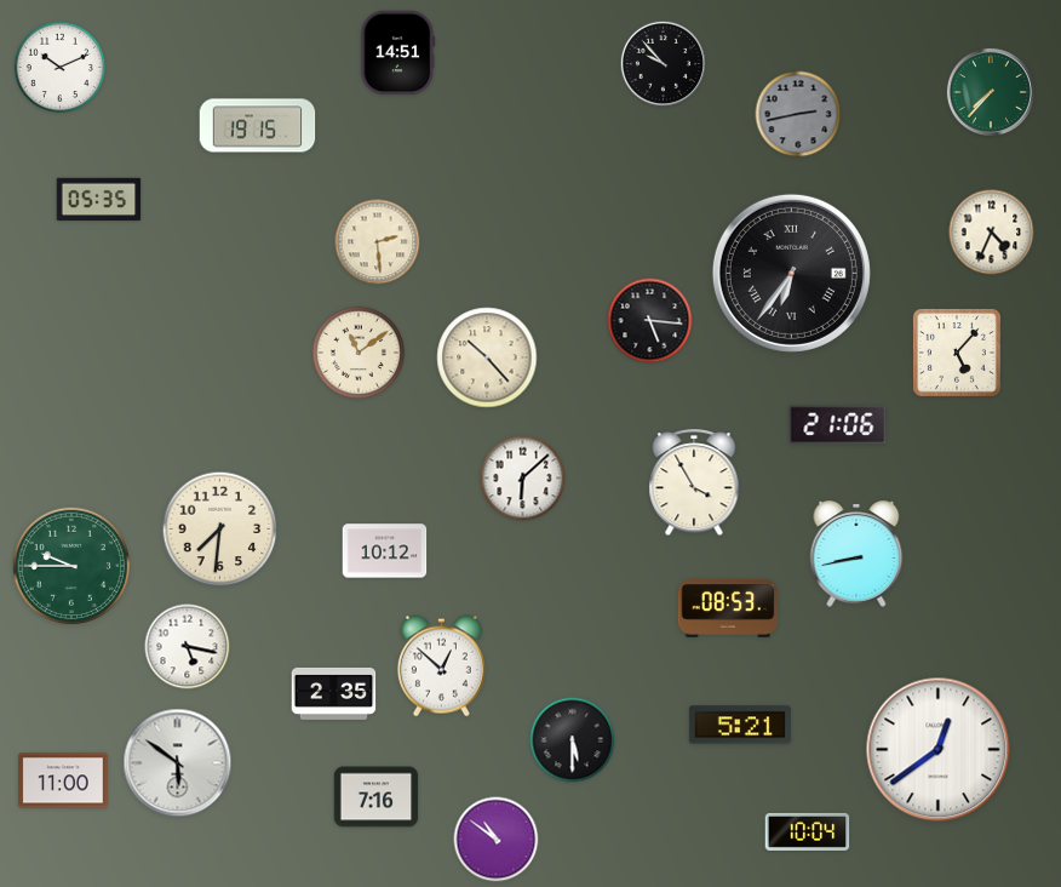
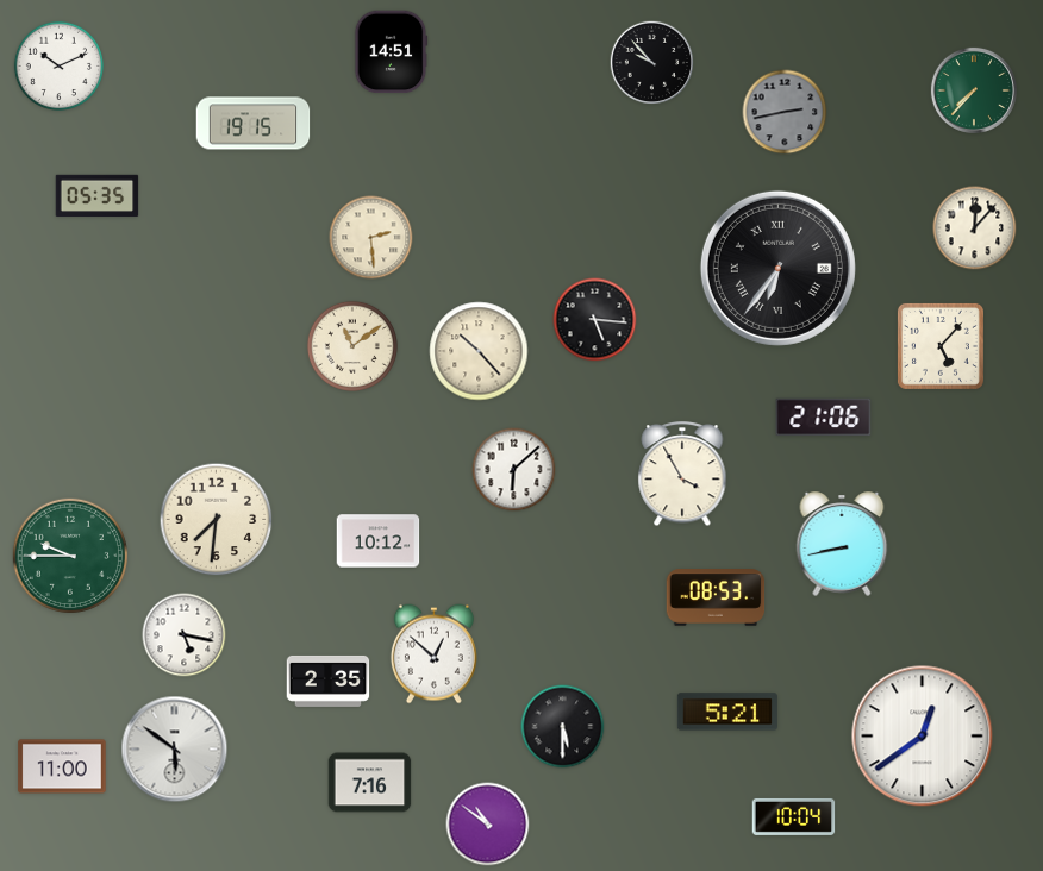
clock at (992, 233): 4:34 -> 12:07
clock at (650, 321) position: (650, 321) -> (595, 320)
